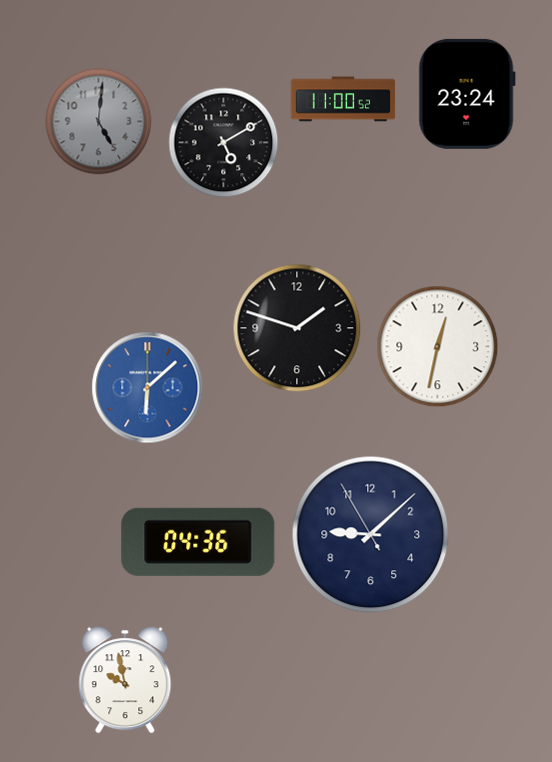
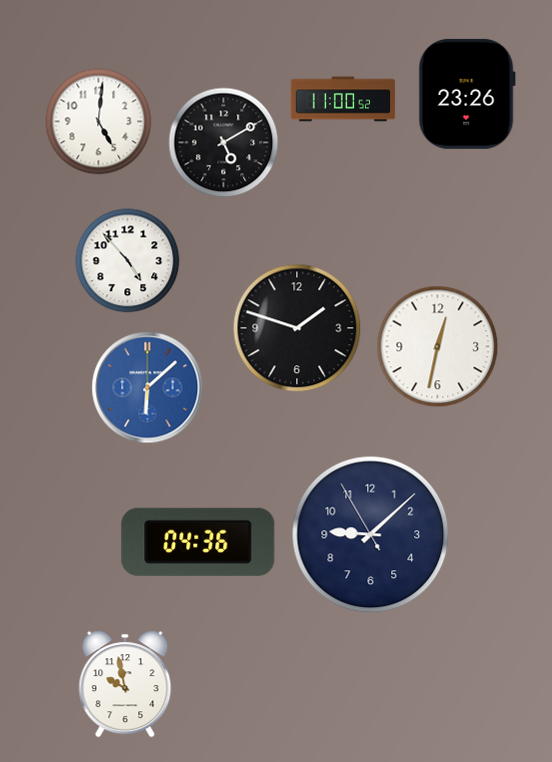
clock at (467, 94): 23:24 -> 23:26
clock at (99, 122) dial: grey -> white
clock at (128, 261): none -> 4:53
clock at (125, 680) position: (125, 680) -> (125, 684)
